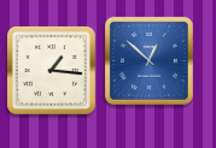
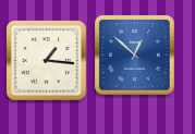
clock at (51, 70) position: (51, 70) -> (46, 60)
